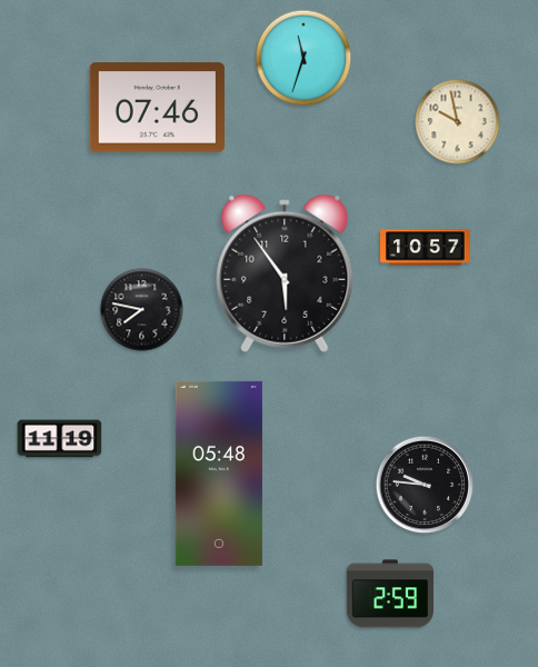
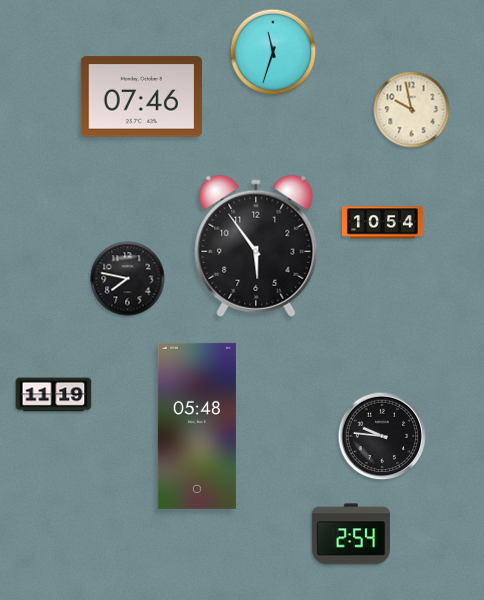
clock at (426, 248): 10:57 -> 10:54
clock at (390, 594): 2:59 -> 2:54
